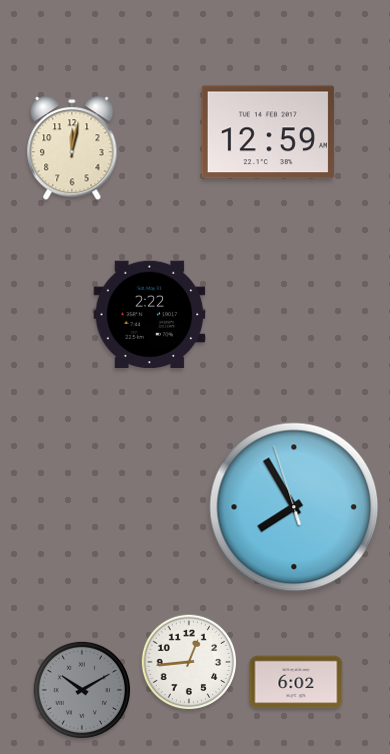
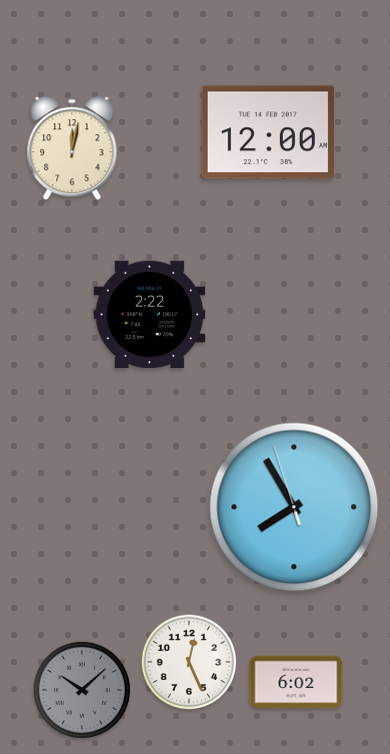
clock at (268, 132): 12:59 -> 12:00
clock at (189, 662): 12:44 -> 12:26
clock at (81, 689): 10:10 -> 10:08
